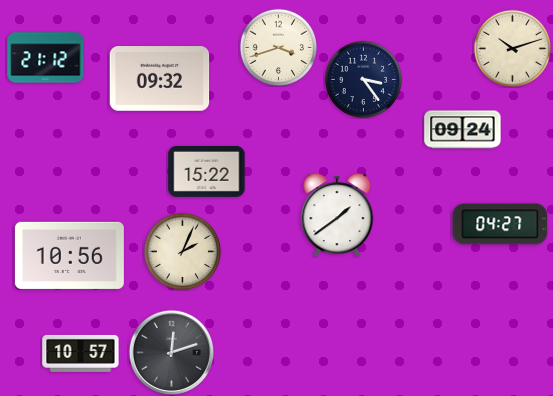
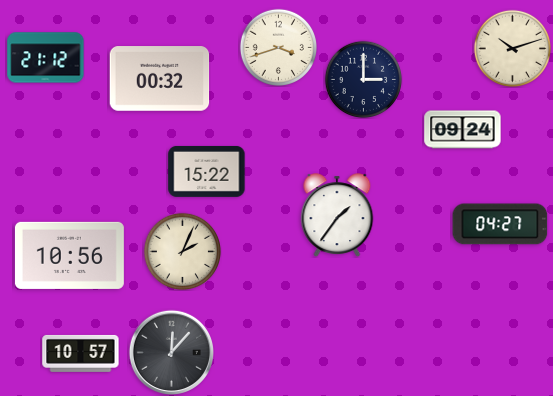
clock at (160, 79): 09:32 -> 00:32
clock at (363, 79): 3:24 -> 3:00
clock at (337, 215): 1:39 -> 1:36
clock at (171, 352): 12:12 -> 12:07
